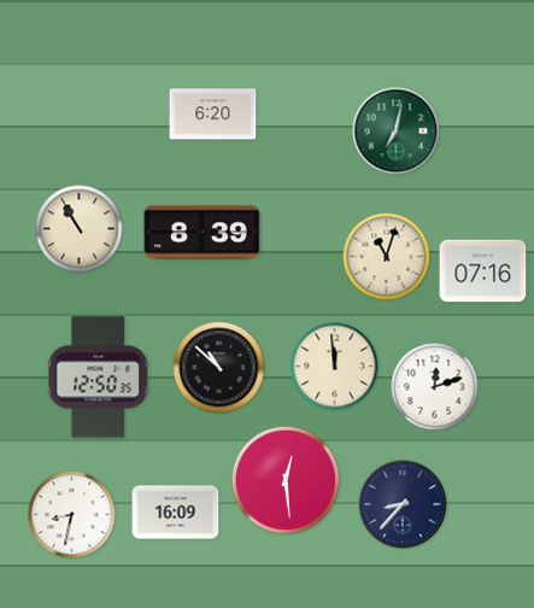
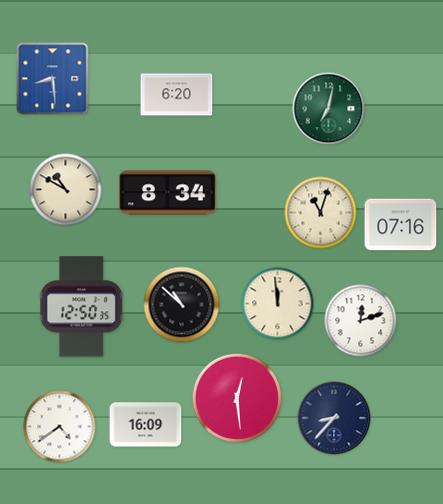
clock at (53, 79): none -> 8:29
clock at (80, 229): 10:55 -> 10:50
clock at (203, 233): 8:39 -> 8:34
clock at (99, 378) position: (99, 378) -> (82, 307)
clock at (72, 515): 8:32 -> 4:39
